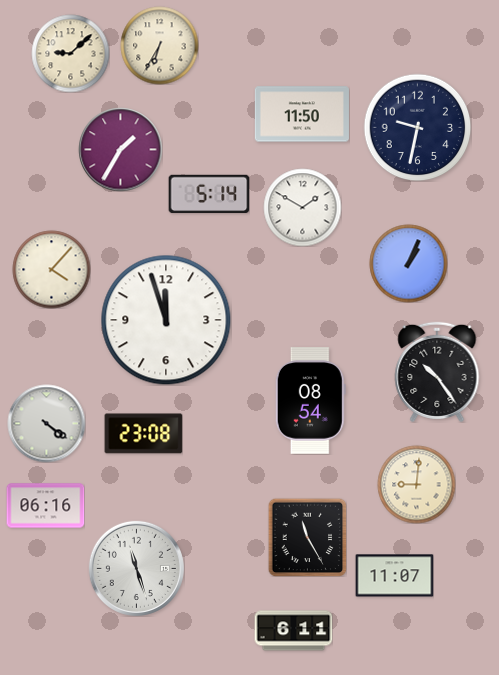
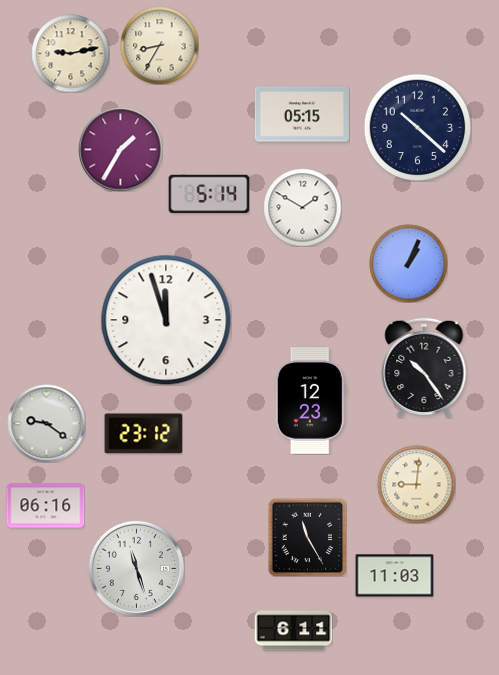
clock at (159, 45): 6:35 -> 8:35
clock at (70, 53): 9:08 -> 9:13
clock at (302, 114): 11:50 -> 05:15
clock at (417, 127): 9:32 -> 10:22
clock at (51, 269): 4:07 -> none
clock at (437, 371) position: (437, 371) -> (424, 367)
clock at (310, 401): 08:54 -> 12:23
clock at (46, 423): 4:21 -> 9:21
clock at (143, 434): 23:08 -> 23:12
clock at (394, 576): 11:07 -> 11:03
